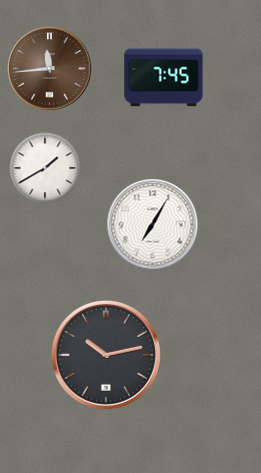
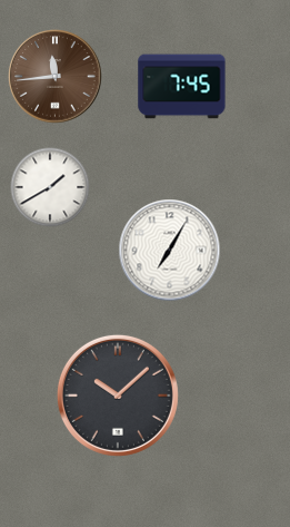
clock at (106, 355): 10:13 -> 10:08
